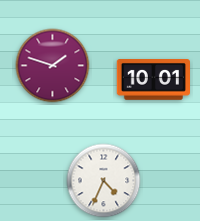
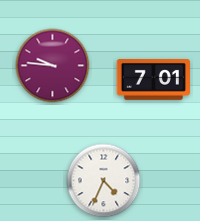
clock at (53, 66): 1:48 -> 9:46
clock at (153, 80): 10:01 -> 7:01
